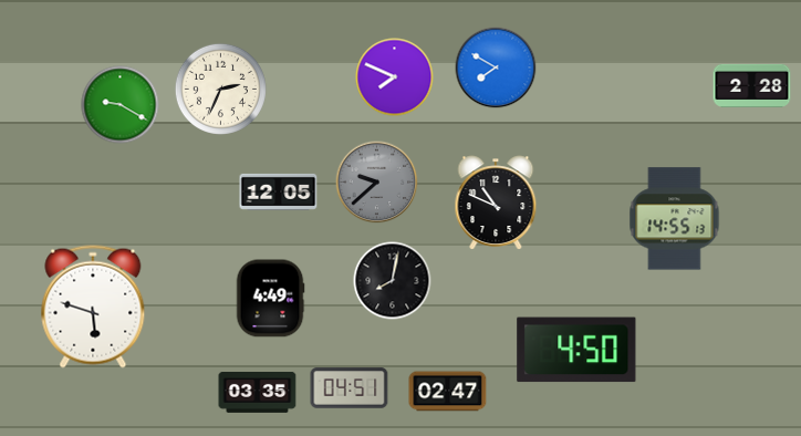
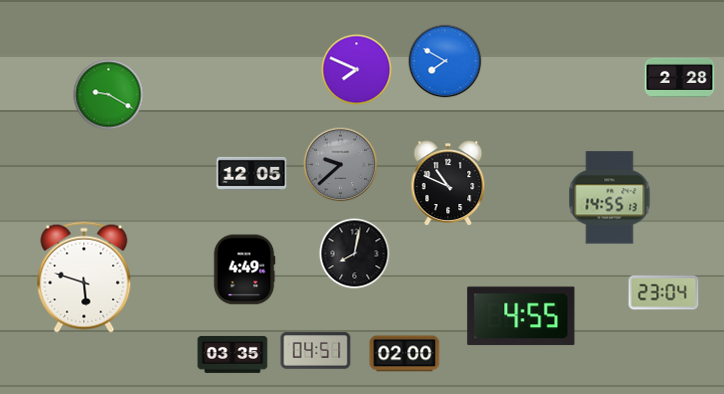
clock at (496, 68) position: (496, 68) -> (445, 61)
clock at (220, 89): 2:34 -> none
clock at (664, 293): none -> 23:04
clock at (576, 350): 4:50 -> 4:55
clock at (448, 392): 02:47 -> 02:00
